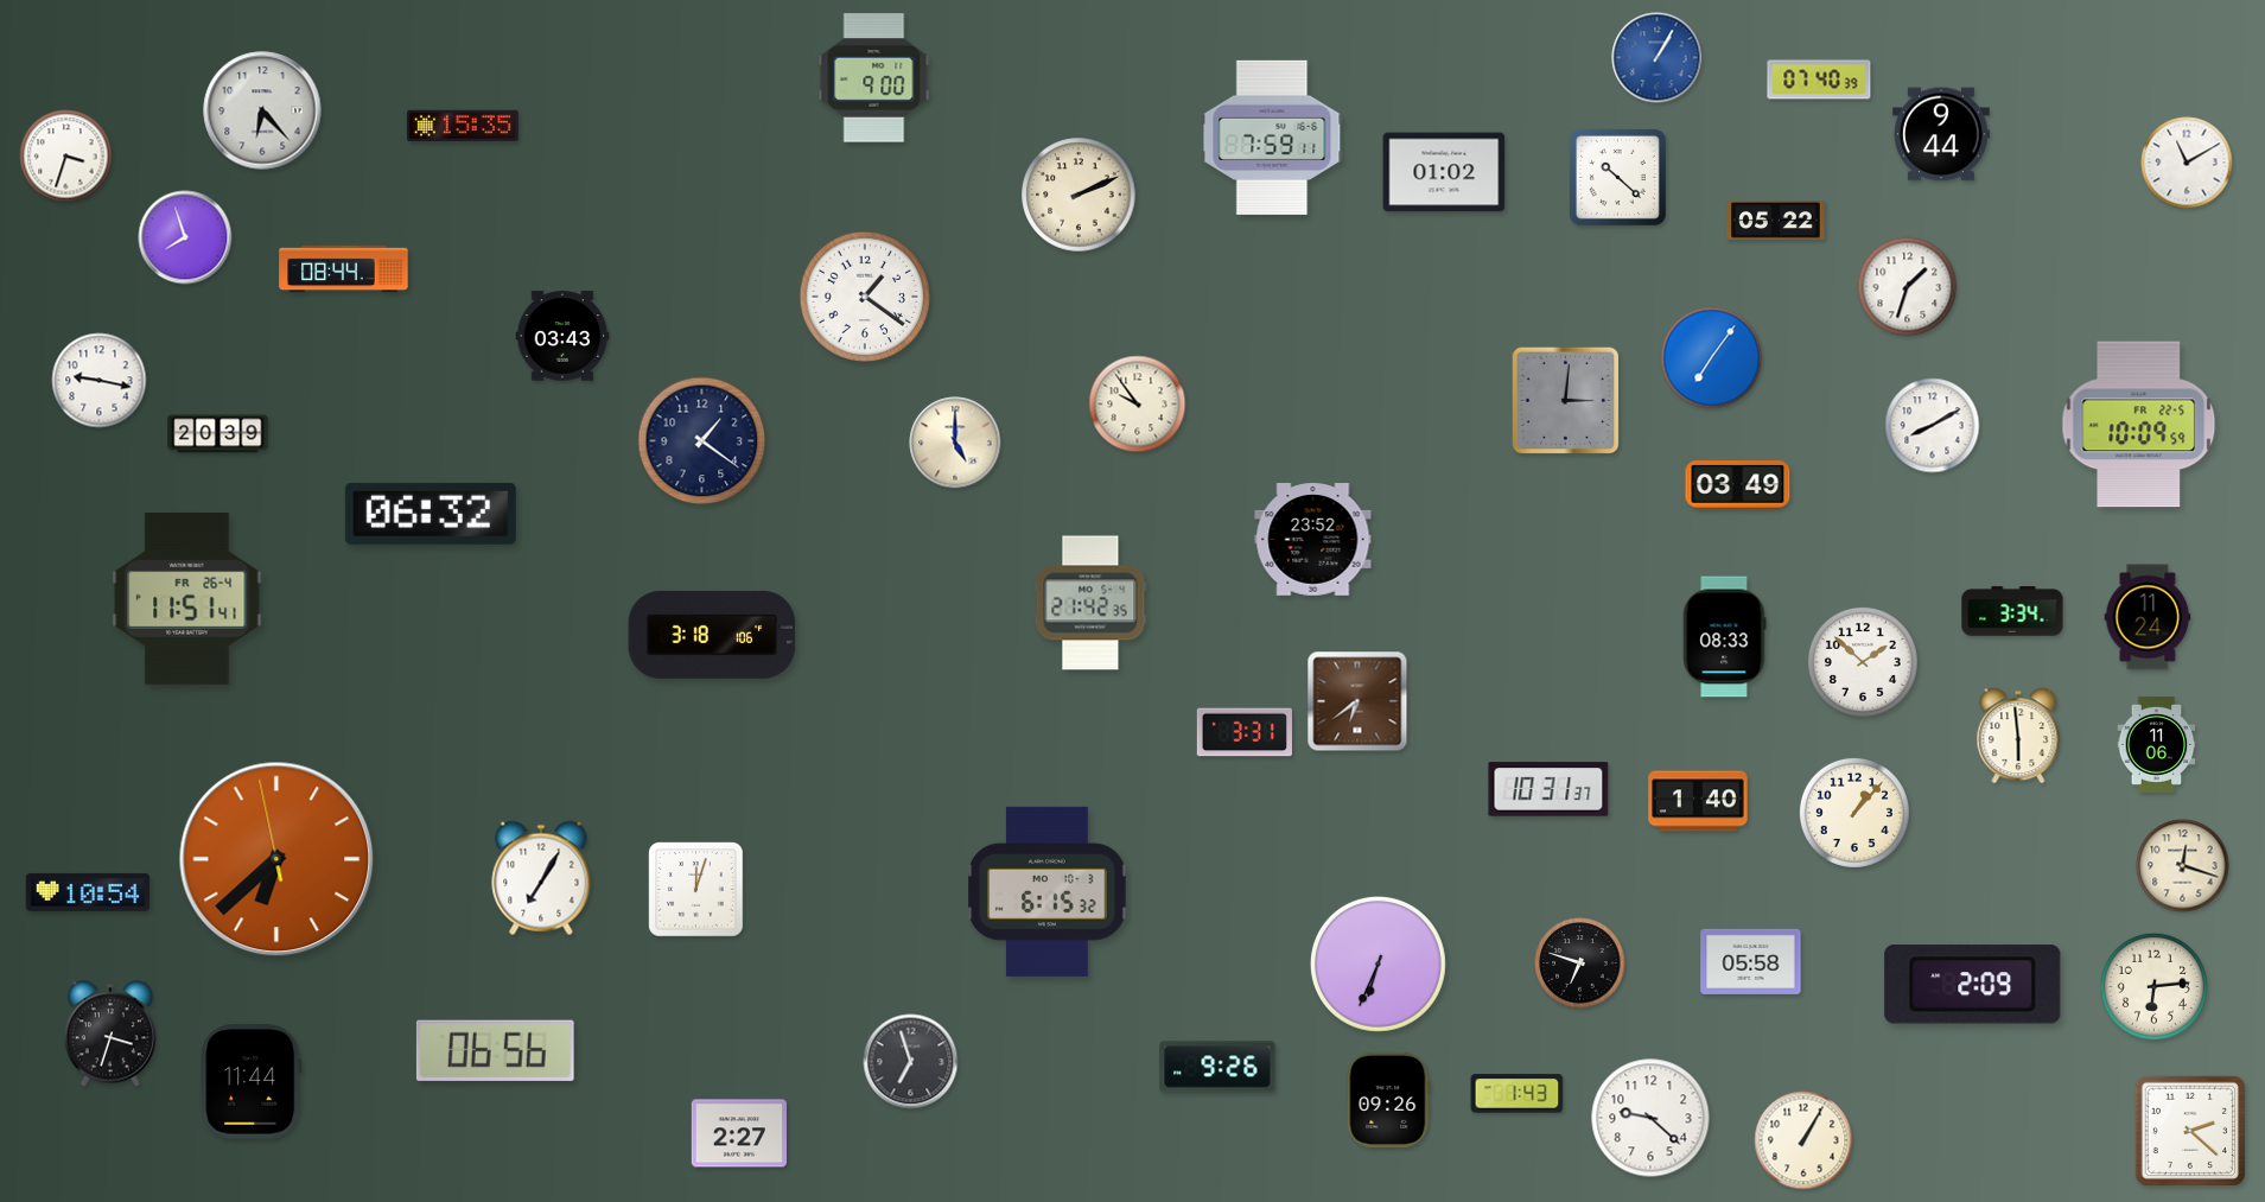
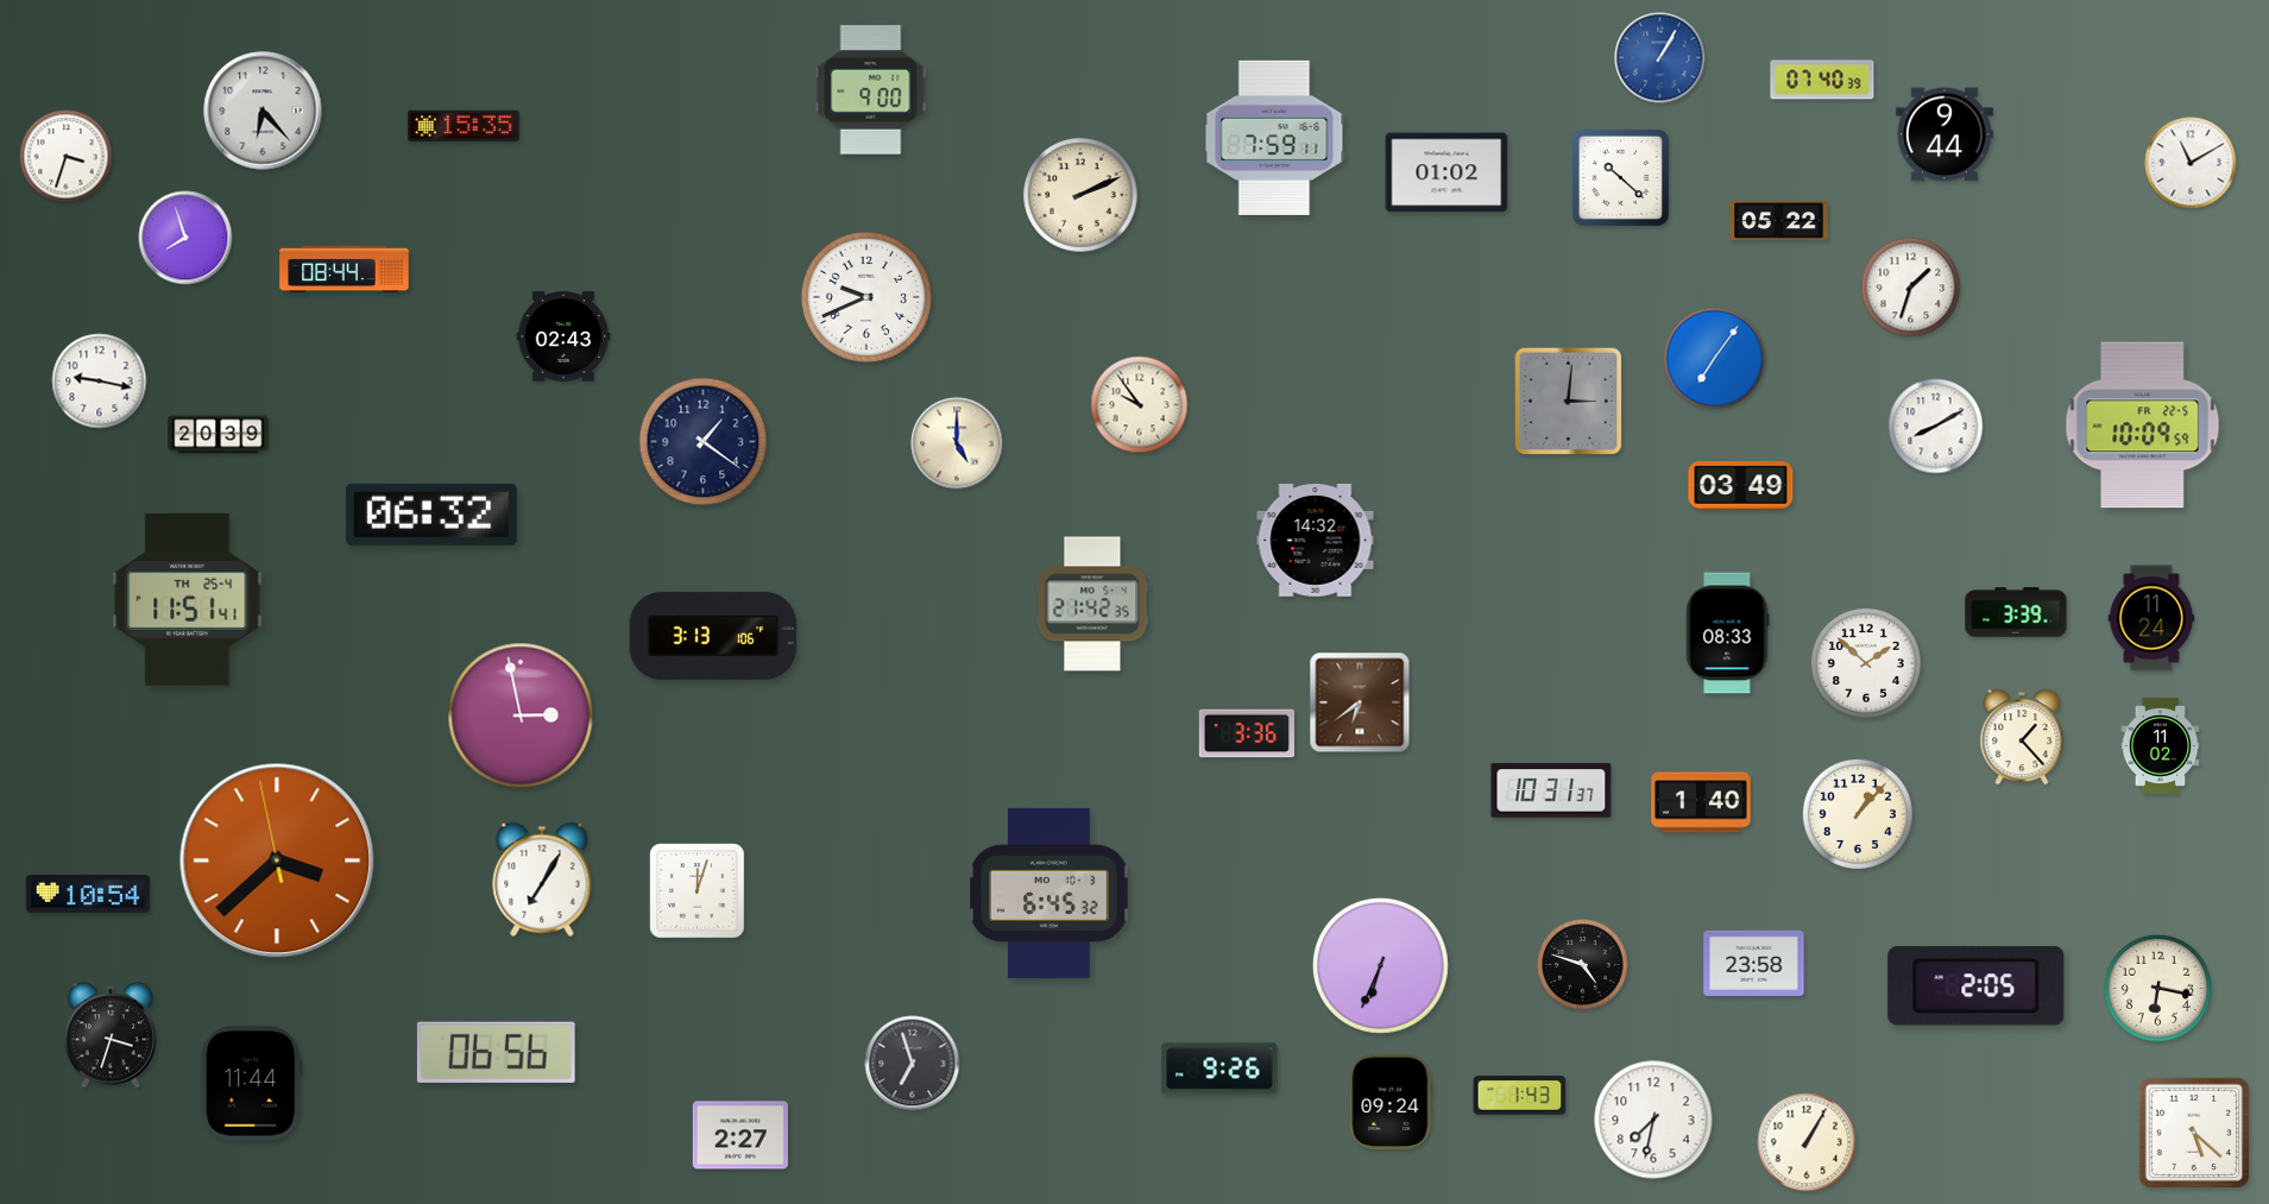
clock at (874, 78) position: (874, 78) -> (871, 90)
clock at (864, 295): 1:21 -> 9:41
clock at (562, 336): 03:43 -> 02:43
clock at (1313, 540): 23:52 -> 14:32
clock at (187, 598) date: FR 26-4 -> TH 25-4
clock at (2012, 611): 3:34 -> 3:39
clock at (712, 635): 3:18 -> 3:13
clock at (1724, 637) position: (1724, 637) -> (1727, 633)
clock at (521, 716): none -> 2:58
clock at (1245, 732): 3:31 -> 3:36
clock at (2018, 736): 5:59 -> 1:23
clock at (2157, 744): 11:06 -> 11:02
clock at (276, 859): 6:37 -> 3:37
clock at (2183, 866): 12:18 -> none
clock at (1048, 891): 6:15 -> 6:45
clock at (1751, 961): 05:58 -> 23:58
clock at (1580, 963): 6:48 -> 4:48
clock at (1973, 985): 2:09 -> 2:05
clock at (2153, 986): 6:14 -> 6:17
clock at (1388, 1100): 09:26 -> 09:24
clock at (1650, 1118): 9:22 -> 7:32
clock at (2189, 1130): 2:22 -> 5:22
